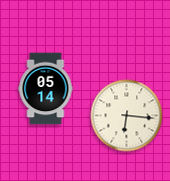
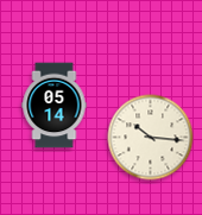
clock at (127, 116): 6:16 -> 10:16
